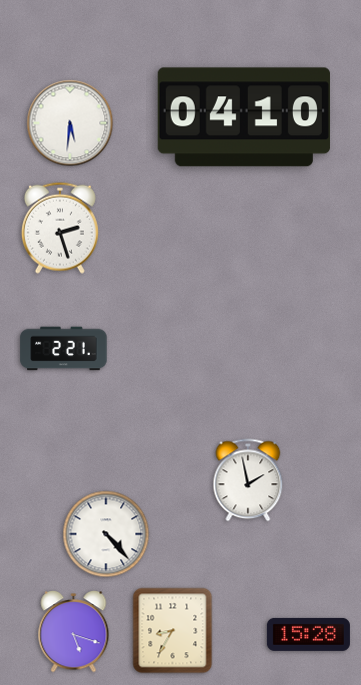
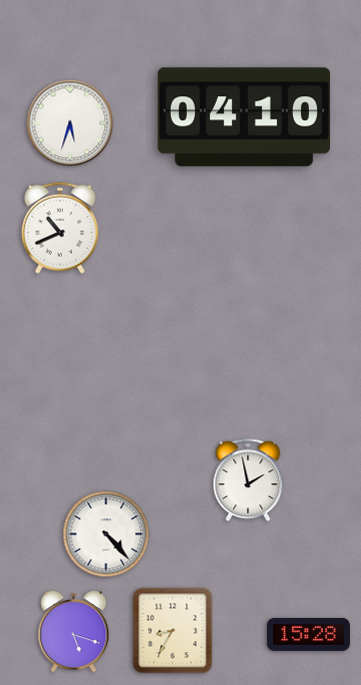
clock at (70, 123): 5:31 -> 5:33
clock at (60, 228): 2:27 -> 10:41
clock at (64, 349): 2:21 -> none
